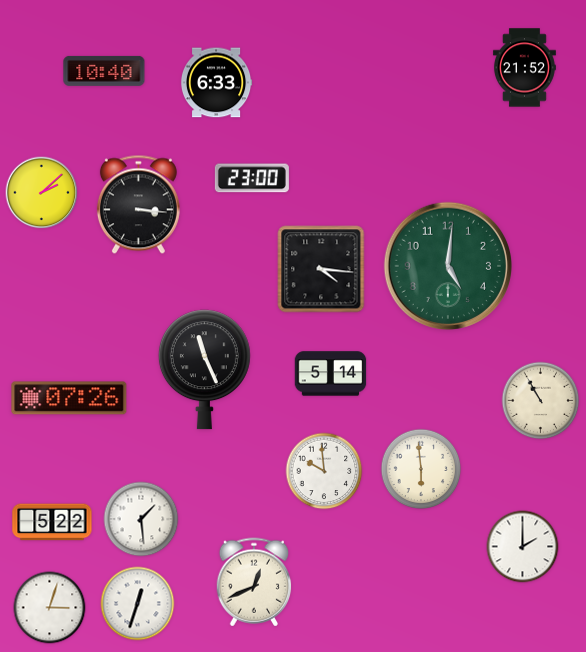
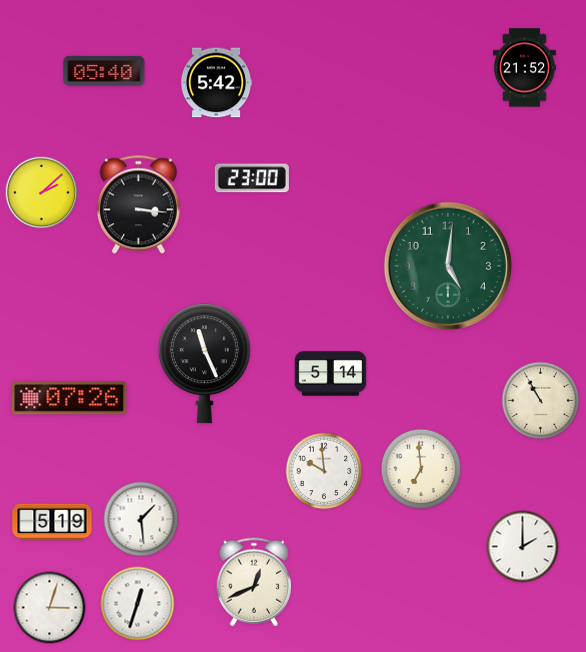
clock at (104, 71): 10:40 -> 05:40
clock at (216, 83): 6:33 -> 5:42
clock at (321, 269): 4:16 -> none
clock at (204, 370) position: (204, 370) -> (204, 364)
clock at (421, 469): 5:59 -> 6:59
clock at (52, 522): 5:22 -> 5:19
